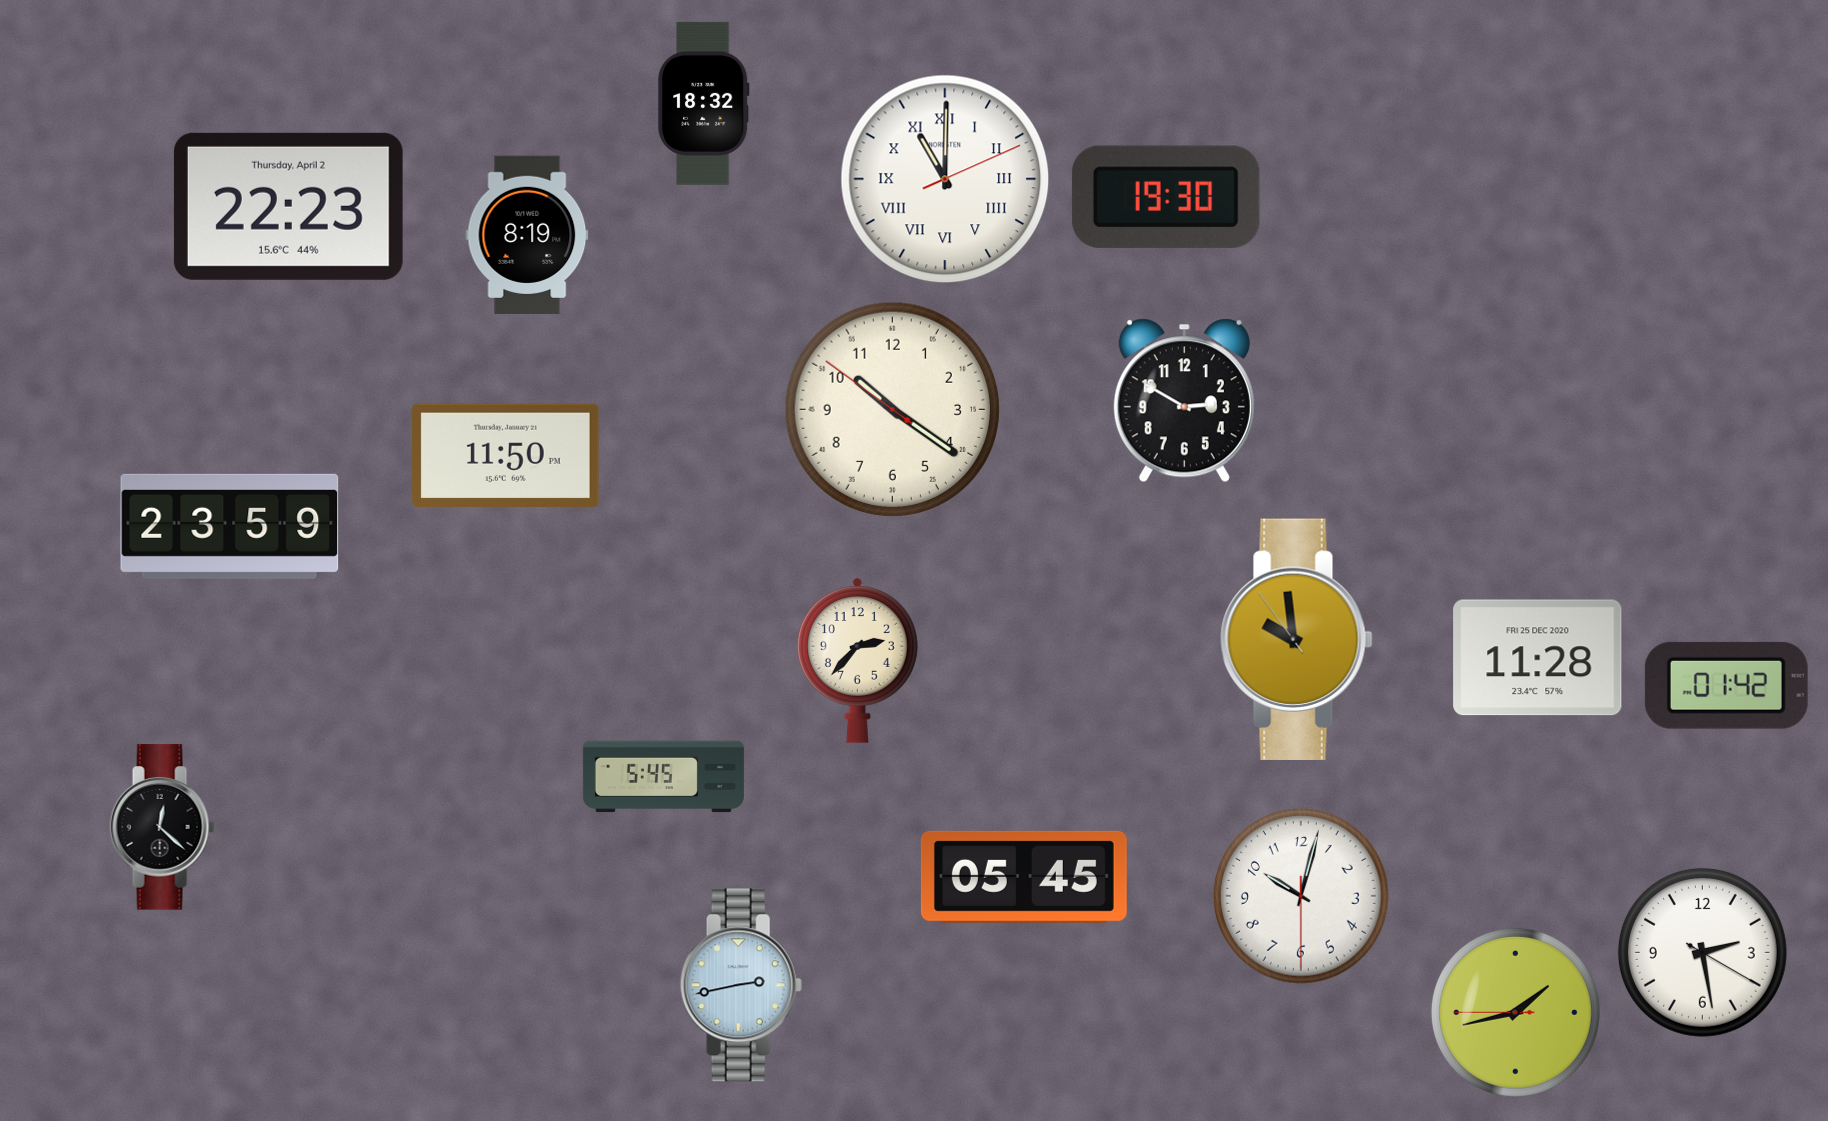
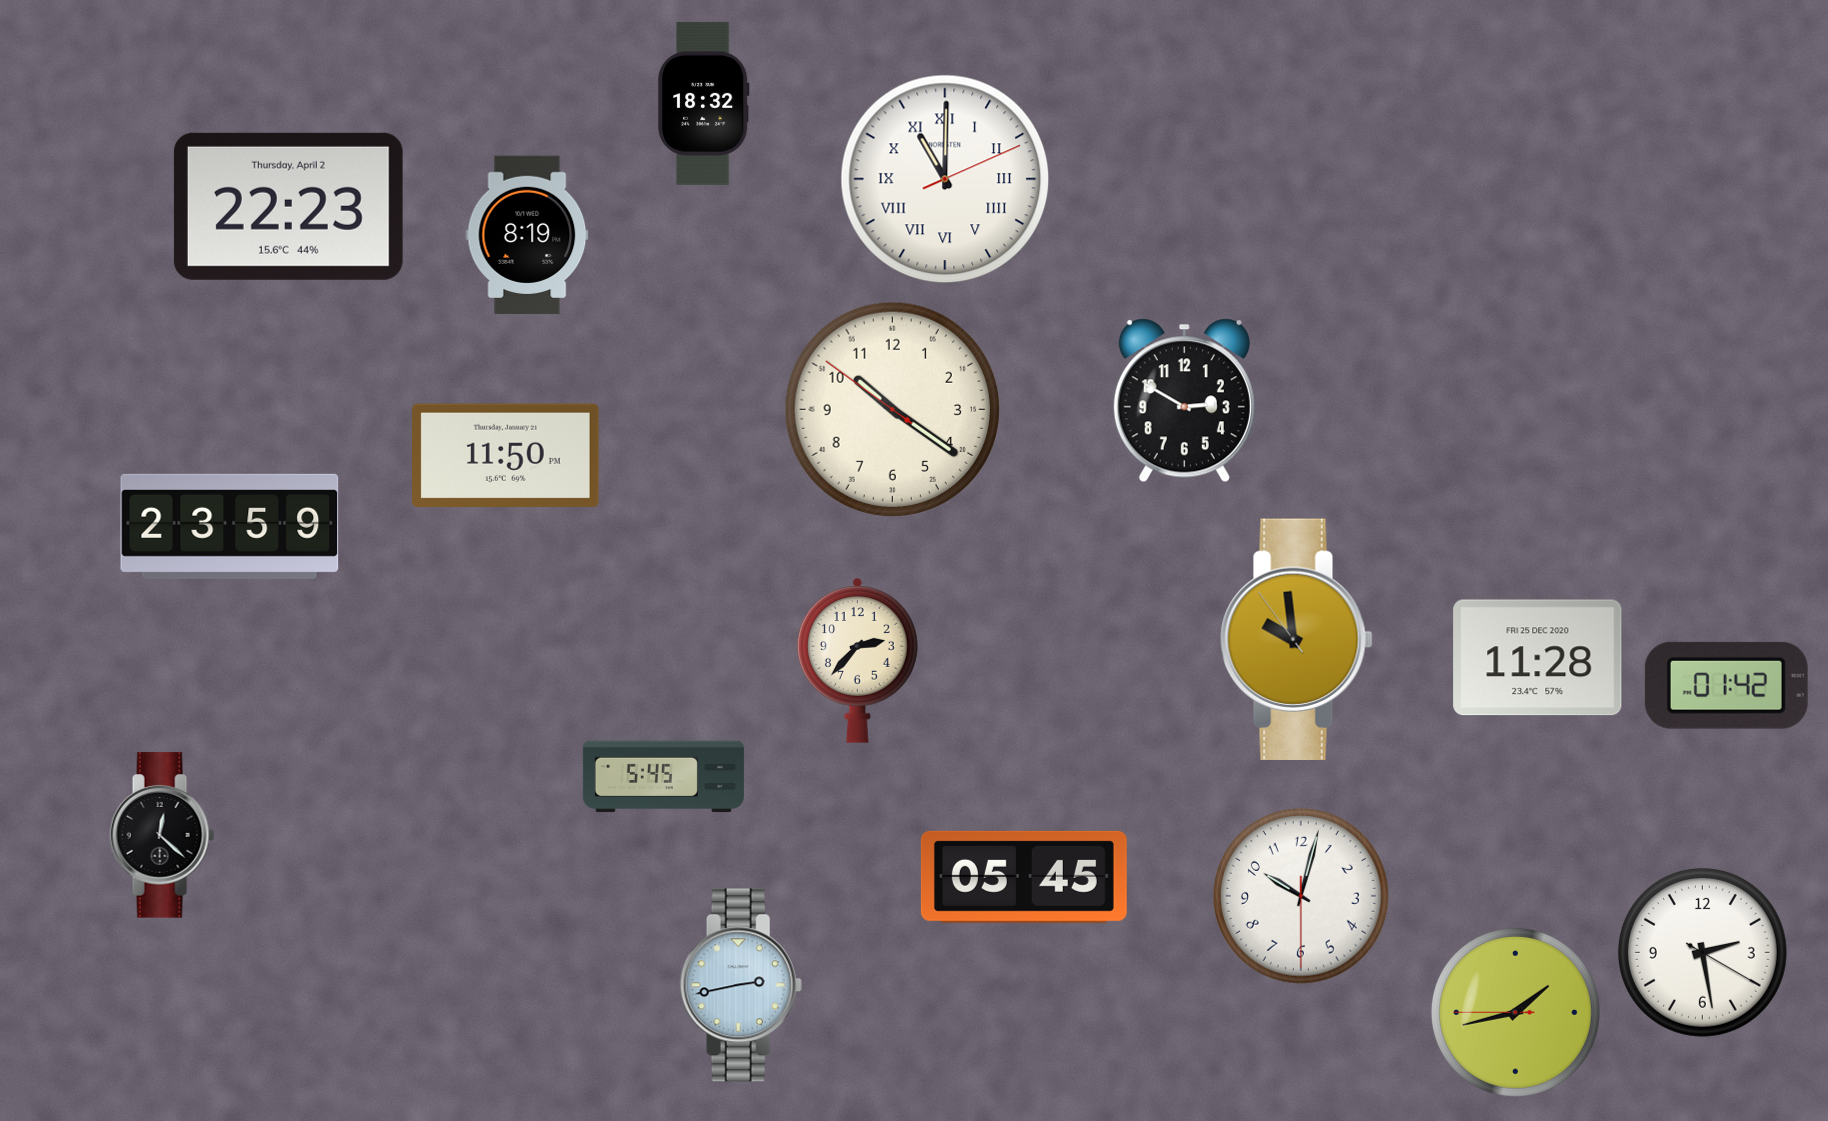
clock at (1166, 197): 19:30 -> none
clock at (162, 827) position: (162, 827) -> (162, 835)
